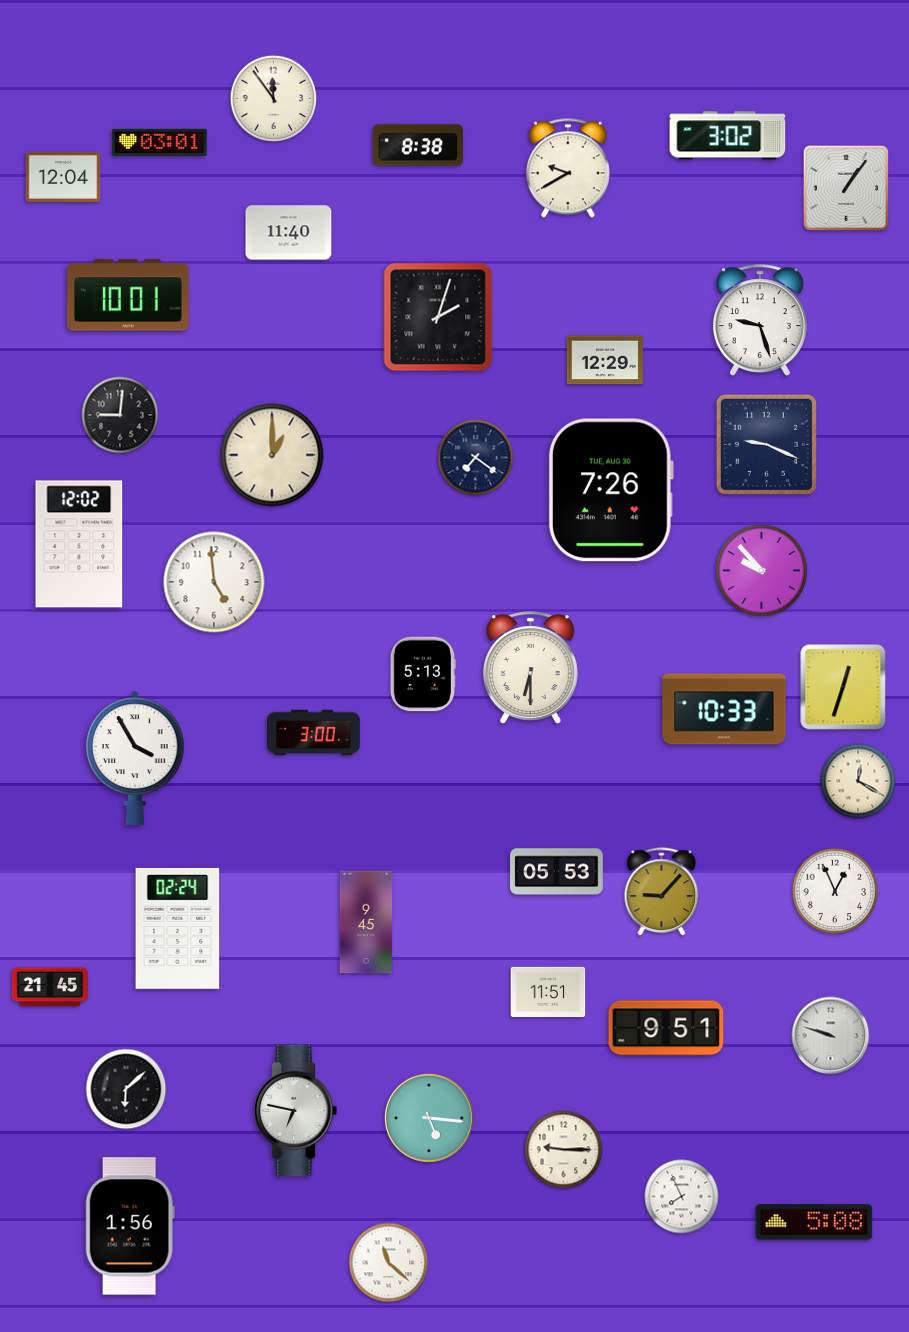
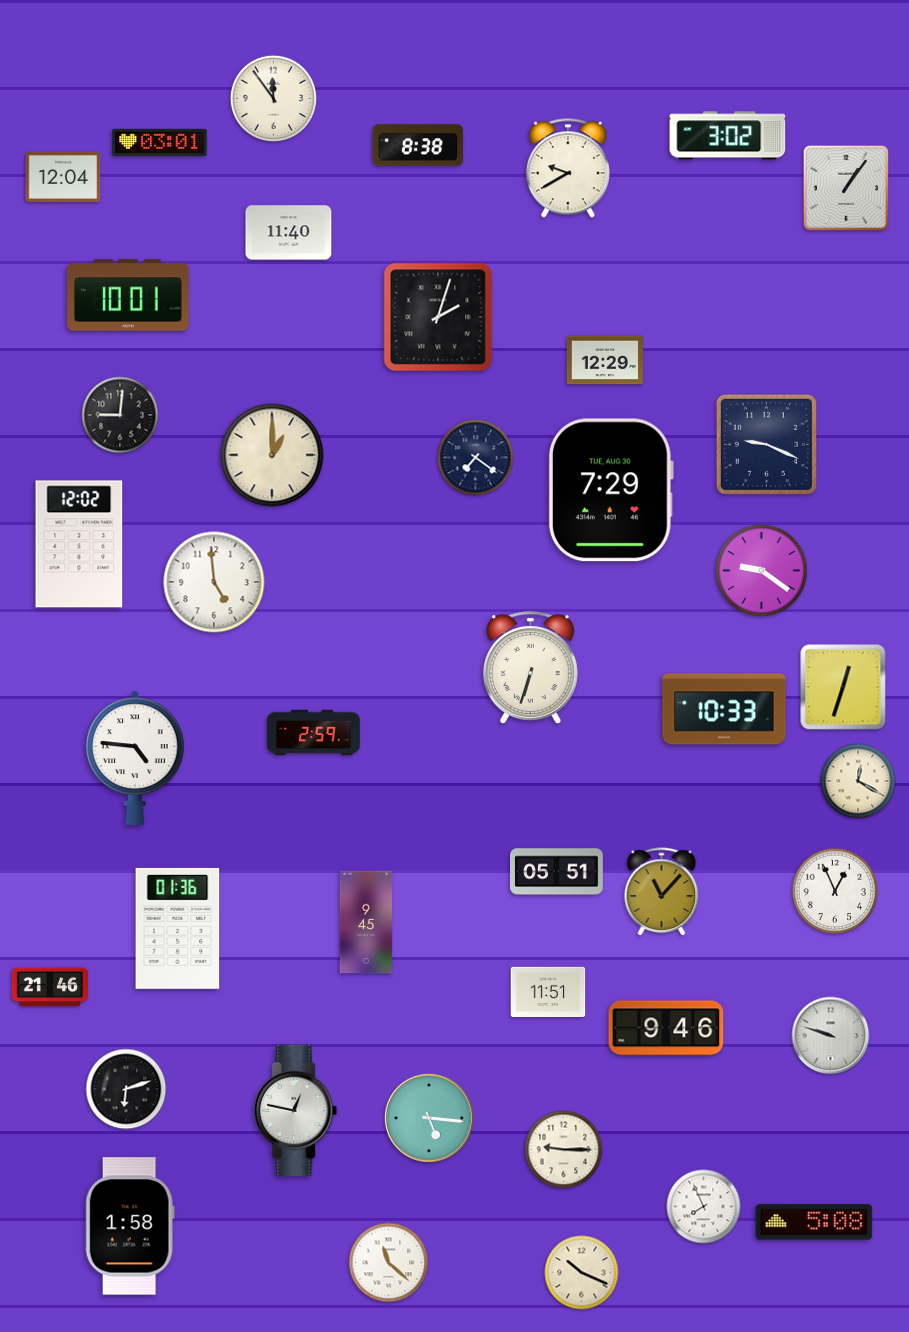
clock at (760, 320): 9:27 -> none
clock at (611, 490): 7:26 -> 7:29
clock at (762, 571): 9:53 -> 9:21
clock at (530, 668): 6:30 -> 6:33
clock at (423, 674): 5:13 -> none
clock at (314, 733): 3:00 -> 2:59
clock at (135, 758): 3:55 -> 4:46
clock at (557, 872): 05:53 -> 05:51
clock at (662, 891): 9:07 -> 11:07
clock at (178, 928): 02:24 -> 01:36
clock at (49, 987): 21:45 -> 21:46
clock at (666, 1028): 9:51 -> 9:46
clock at (126, 1089): 6:08 -> 6:12
clock at (296, 1111): 6:47 -> 12:47
clock at (682, 1197) position: (682, 1197) -> (704, 1207)
clock at (130, 1226): 1:56 -> 1:58
clock at (582, 1273): none -> 10:19
